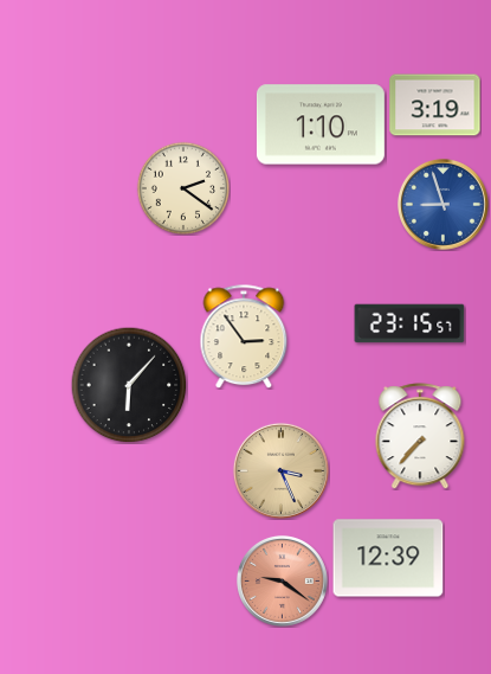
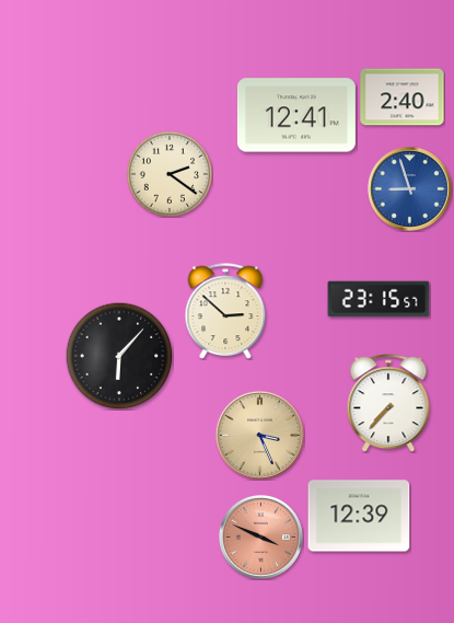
clock at (435, 105): 3:19 -> 2:40
clock at (321, 124): 1:10 -> 12:41
clock at (244, 336): 2:54 -> 2:52
clock at (282, 580): 9:21 -> 3:49
